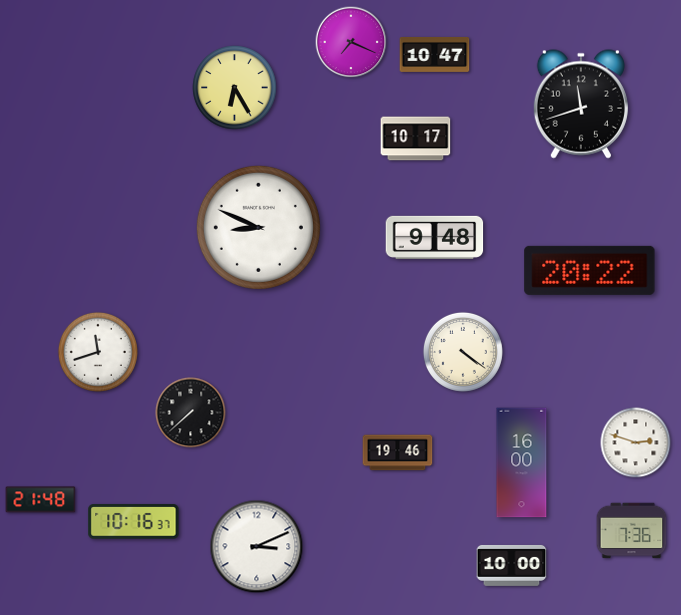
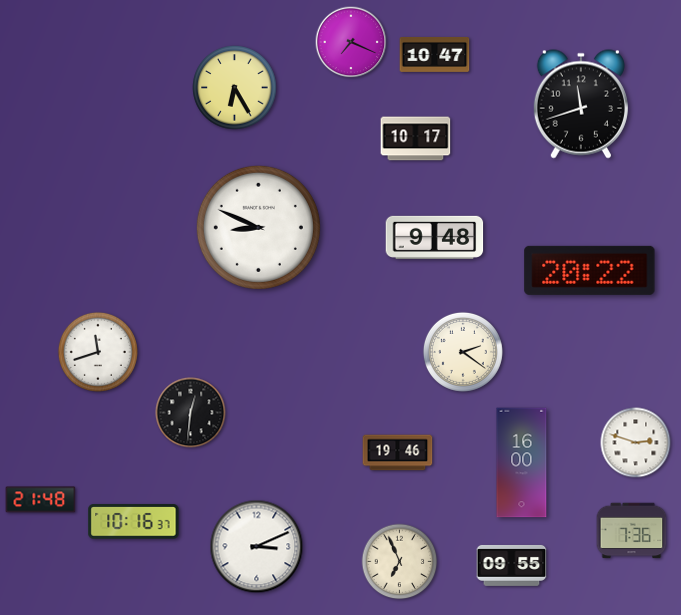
clock at (463, 352): 4:21 -> 2:21
clock at (191, 413): 7:38 -> 12:31
clock at (400, 562): none -> 6:56
clock at (512, 565): 10:00 -> 09:55
